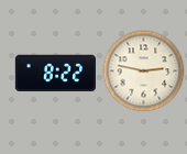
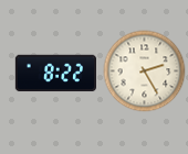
clock at (144, 71): 2:47 -> 2:25
